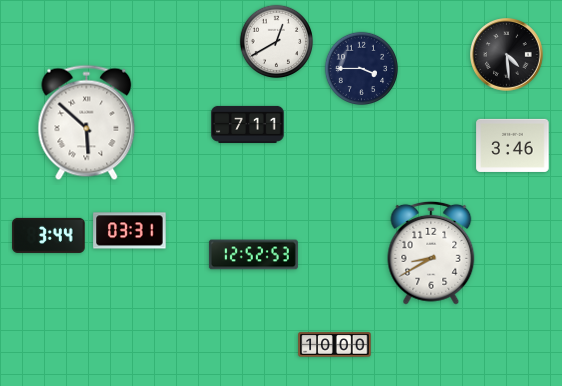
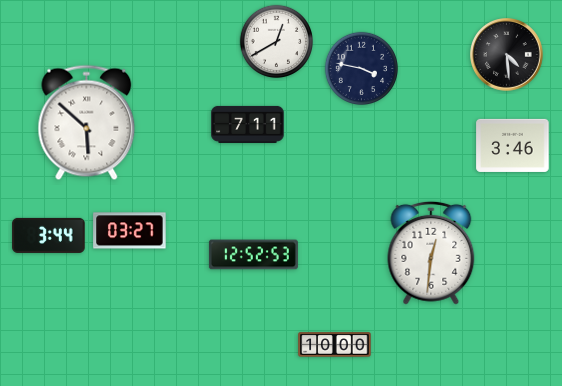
clock at (361, 68): 3:45 -> 3:47
clock at (130, 231): 03:31 -> 03:27
clock at (431, 253): 8:40 -> 12:31
